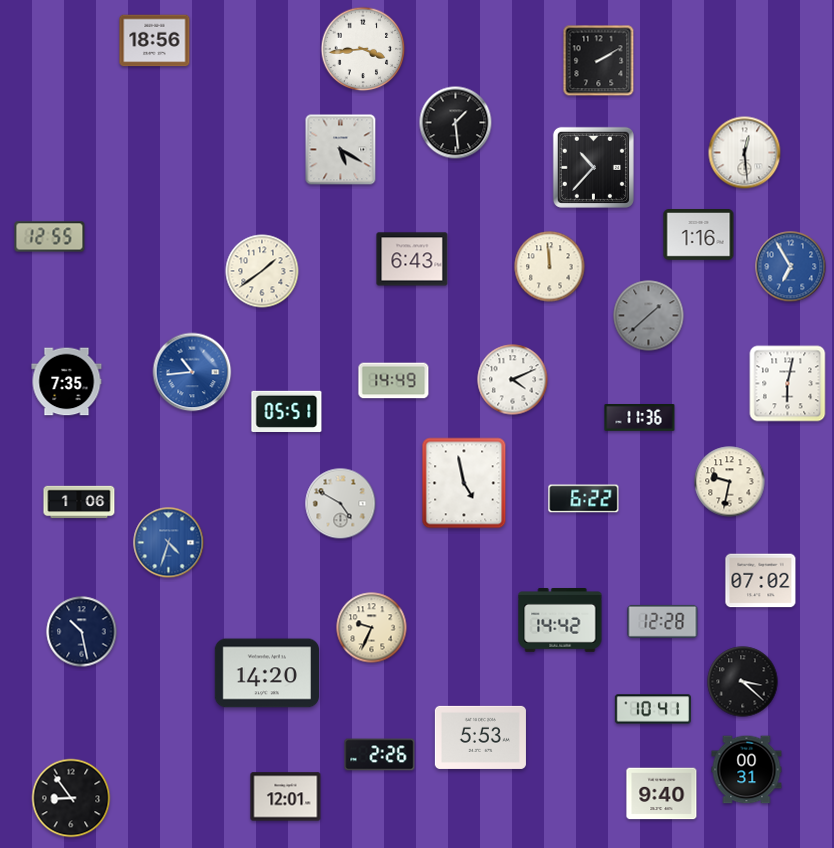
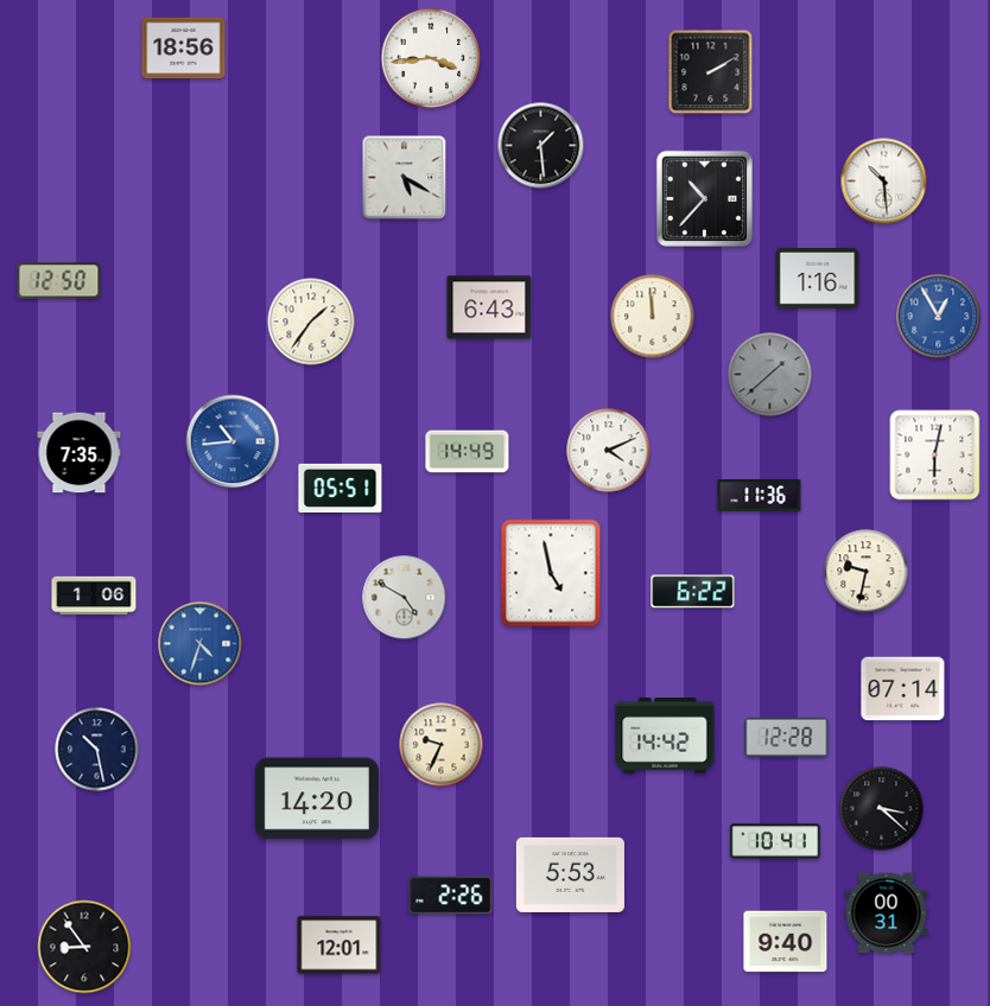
clock at (745, 153): 12:29 -> 10:29
clock at (699, 235) position: (699, 235) -> (818, 279)
clock at (50, 237): 12:55 -> 12:50
clock at (791, 267): 6:55 -> 12:55
clock at (262, 271): 1:39 -> 1:36
clock at (192, 372) position: (192, 372) -> (233, 441)
clock at (761, 581): 07:02 -> 07:14
